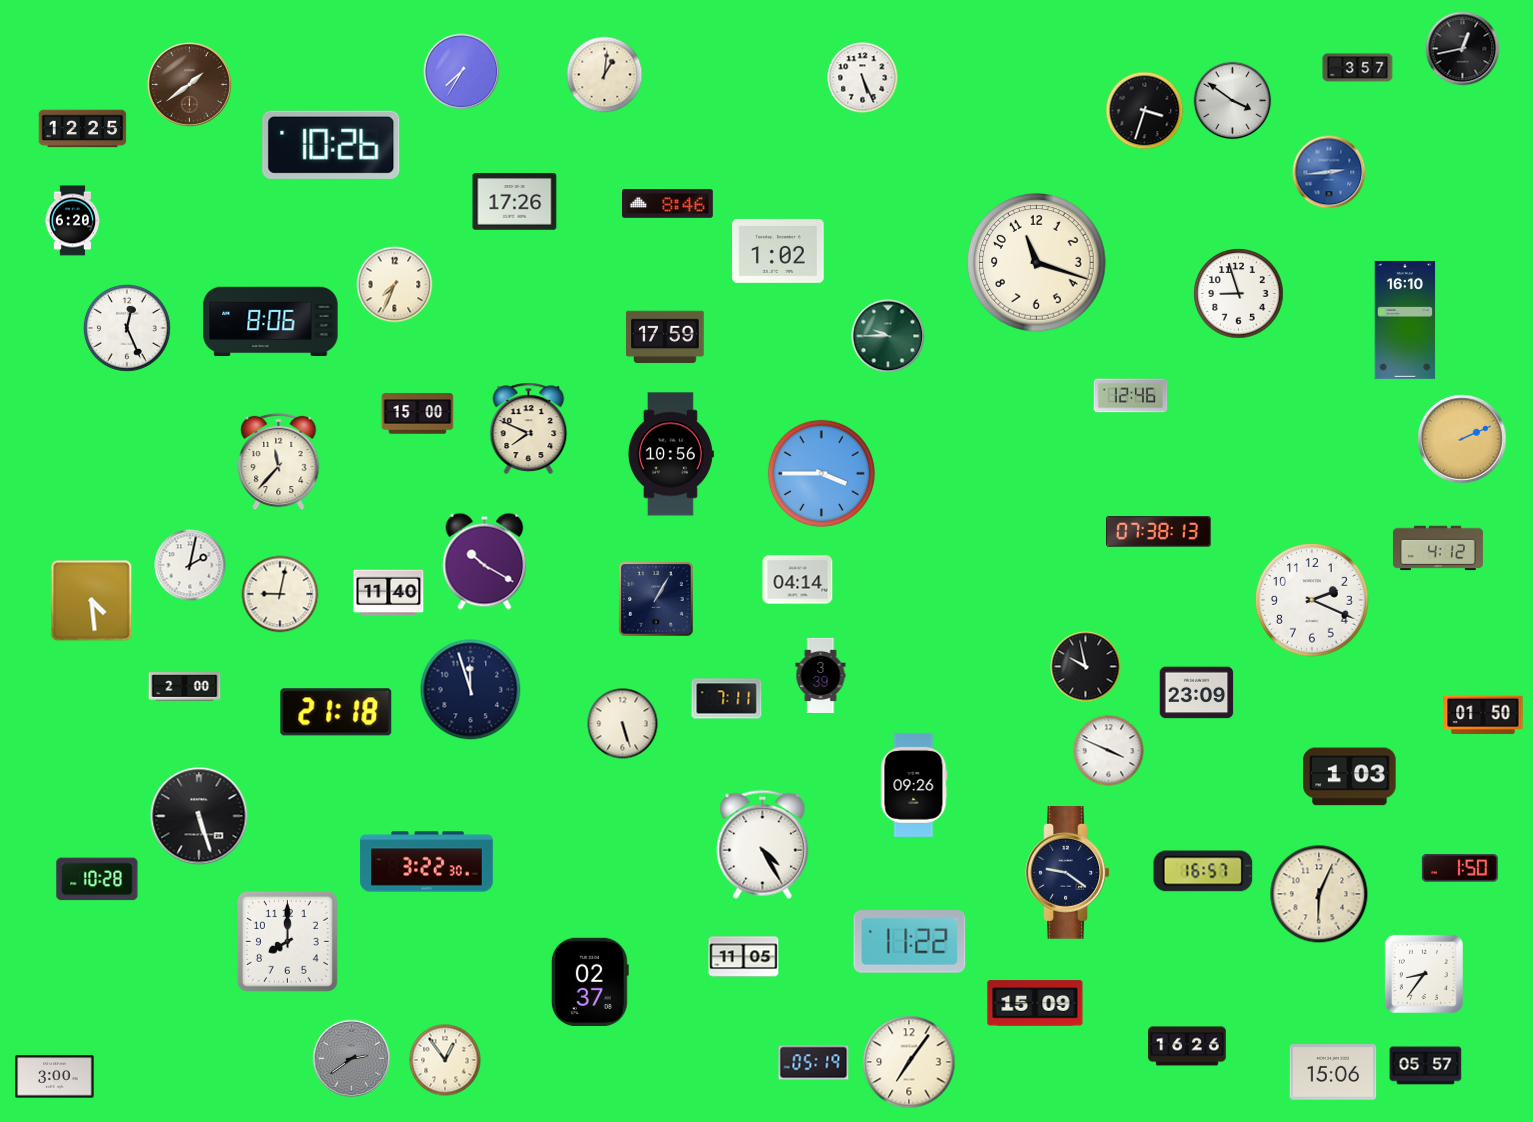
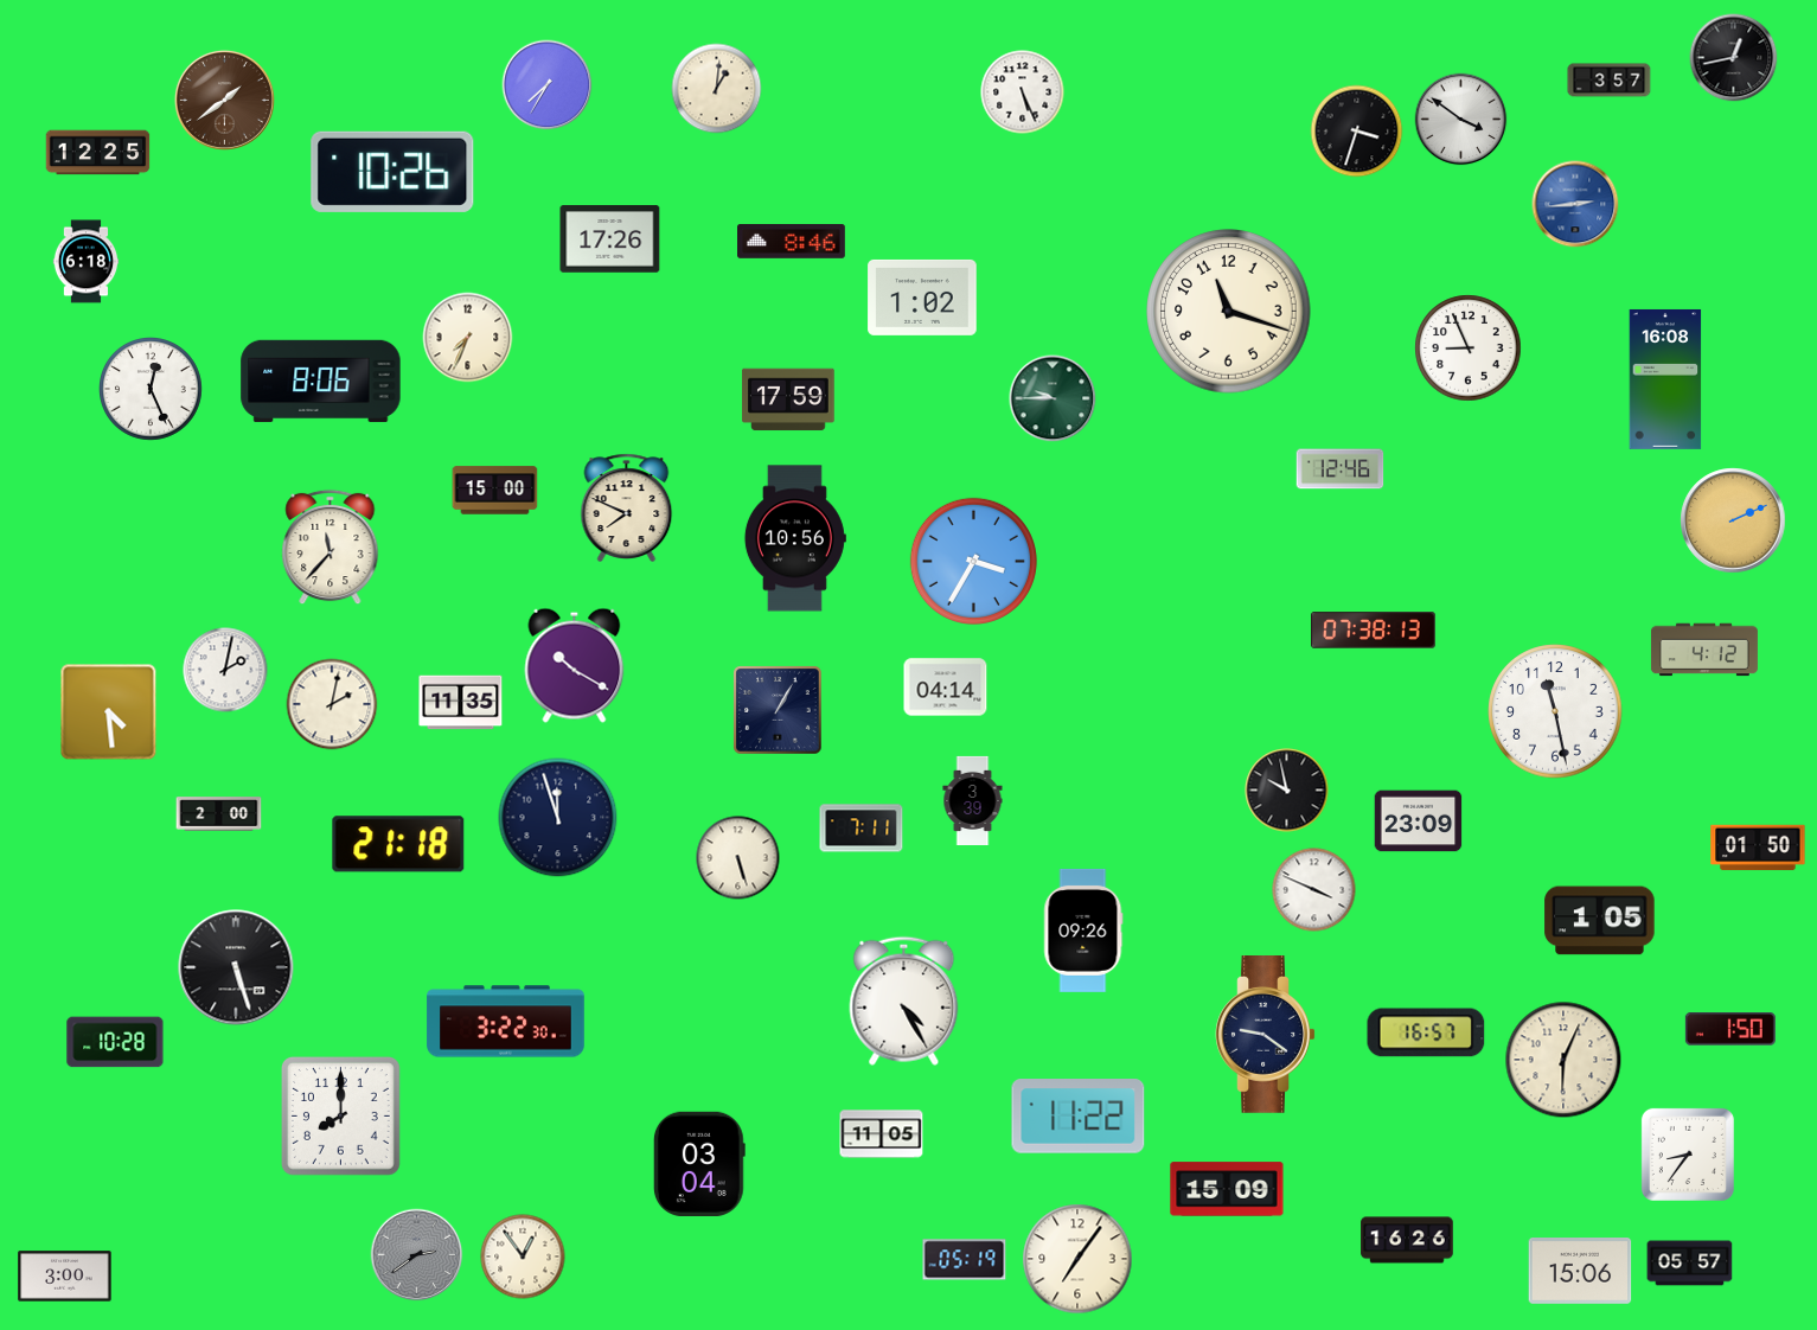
clock at (73, 221): 6:20 -> 6:18
clock at (1239, 294): 8:57 -> 8:56
clock at (1405, 320): 16:10 -> 16:08
clock at (821, 473): 3:45 -> 3:35
clock at (389, 593): 11:40 -> 11:35
clock at (280, 594): 9:02 -> 2:02
clock at (1312, 600): 2:19 -> 11:28
clock at (1350, 777): 1:03 -> 1:05
clock at (590, 981): 02:37 -> 03:04
clock at (445, 1060) position: (445, 1060) -> (523, 1257)
